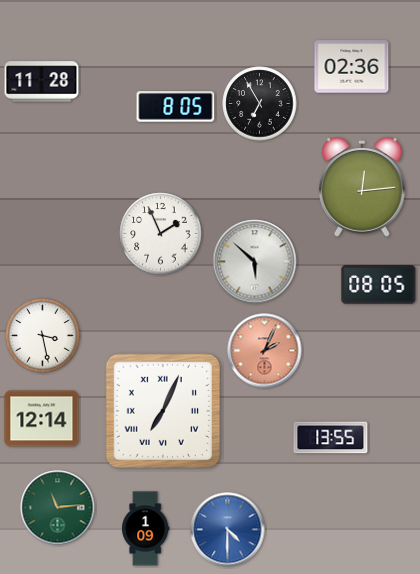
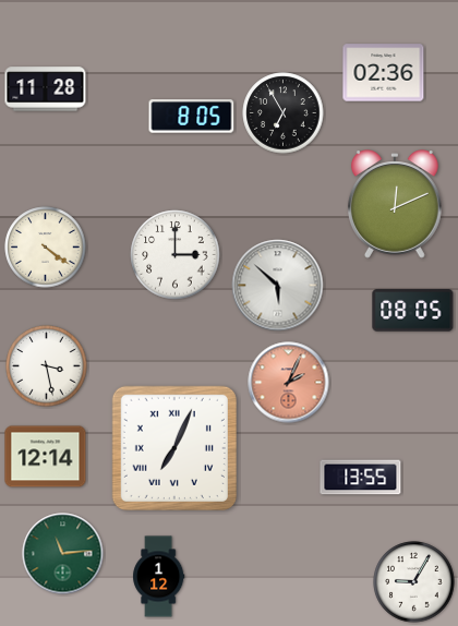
clock at (362, 187): 12:14 -> 12:11
clock at (46, 248): none -> 4:21
clock at (161, 234): 1:56 -> 3:00
clock at (163, 411) position: (163, 411) -> (174, 448)
clock at (146, 529): 1:09 -> 1:12
clock at (228, 530): 4:30 -> none
clock at (414, 582): none -> 9:05
